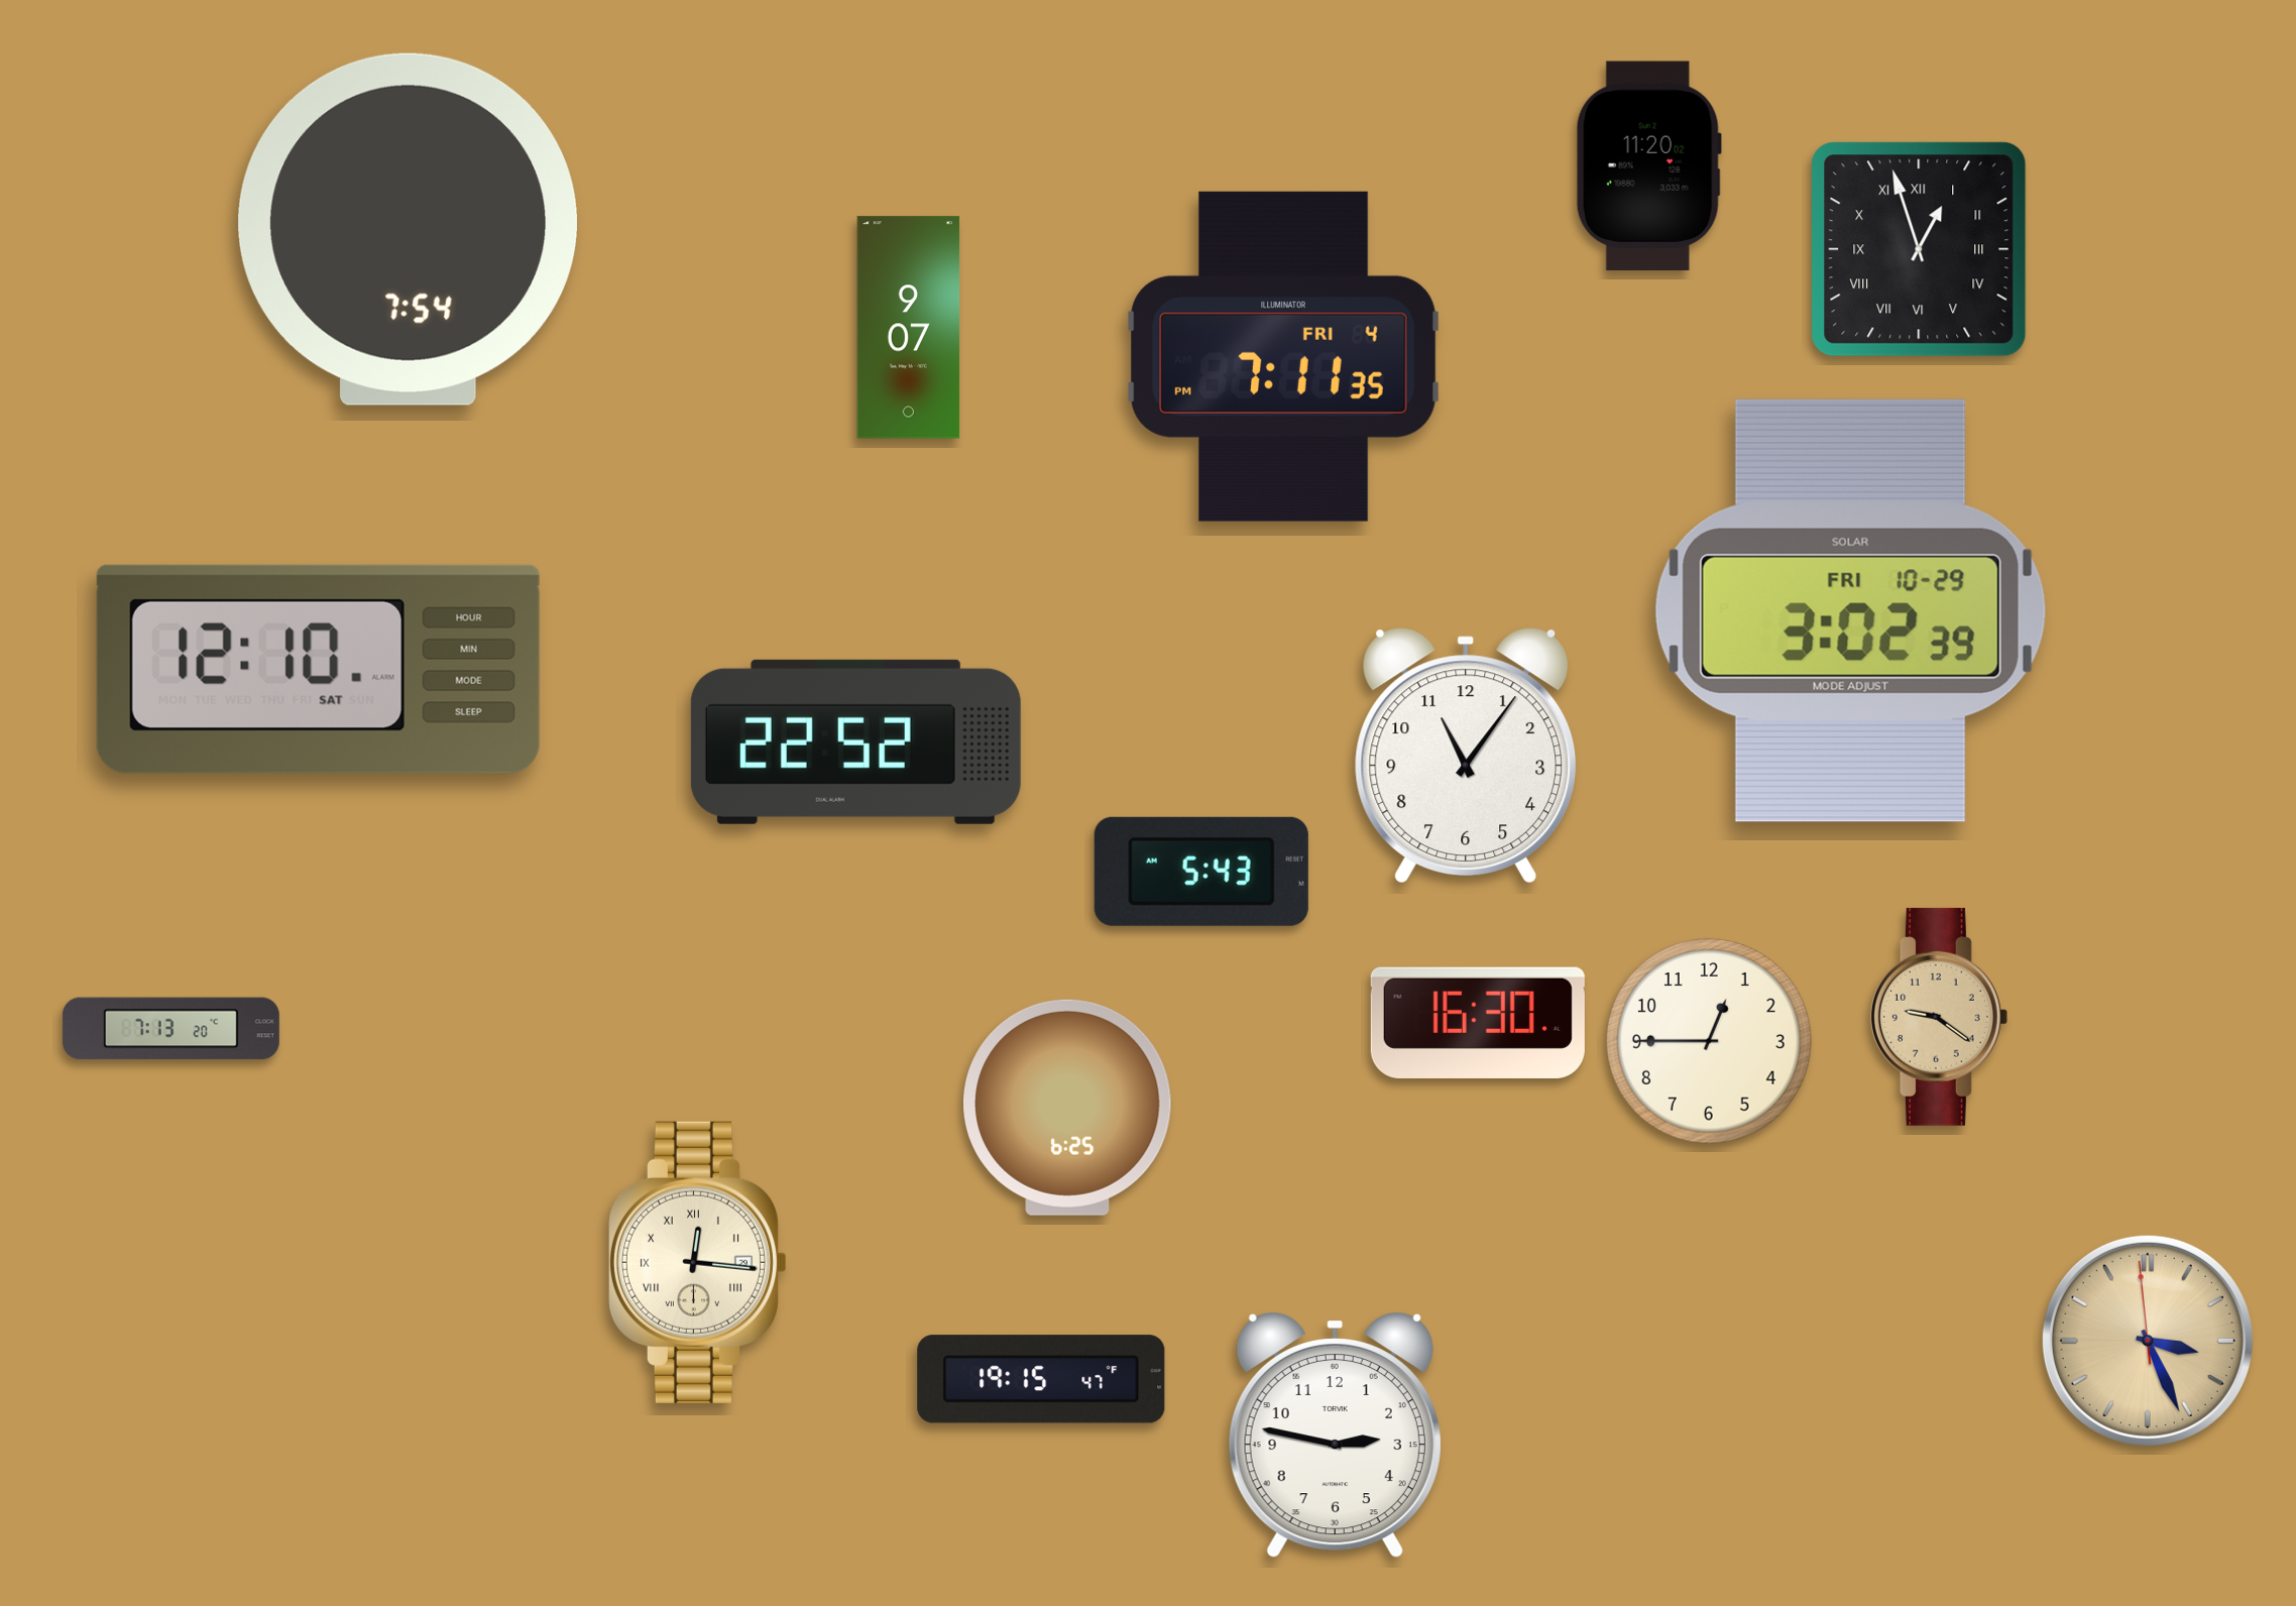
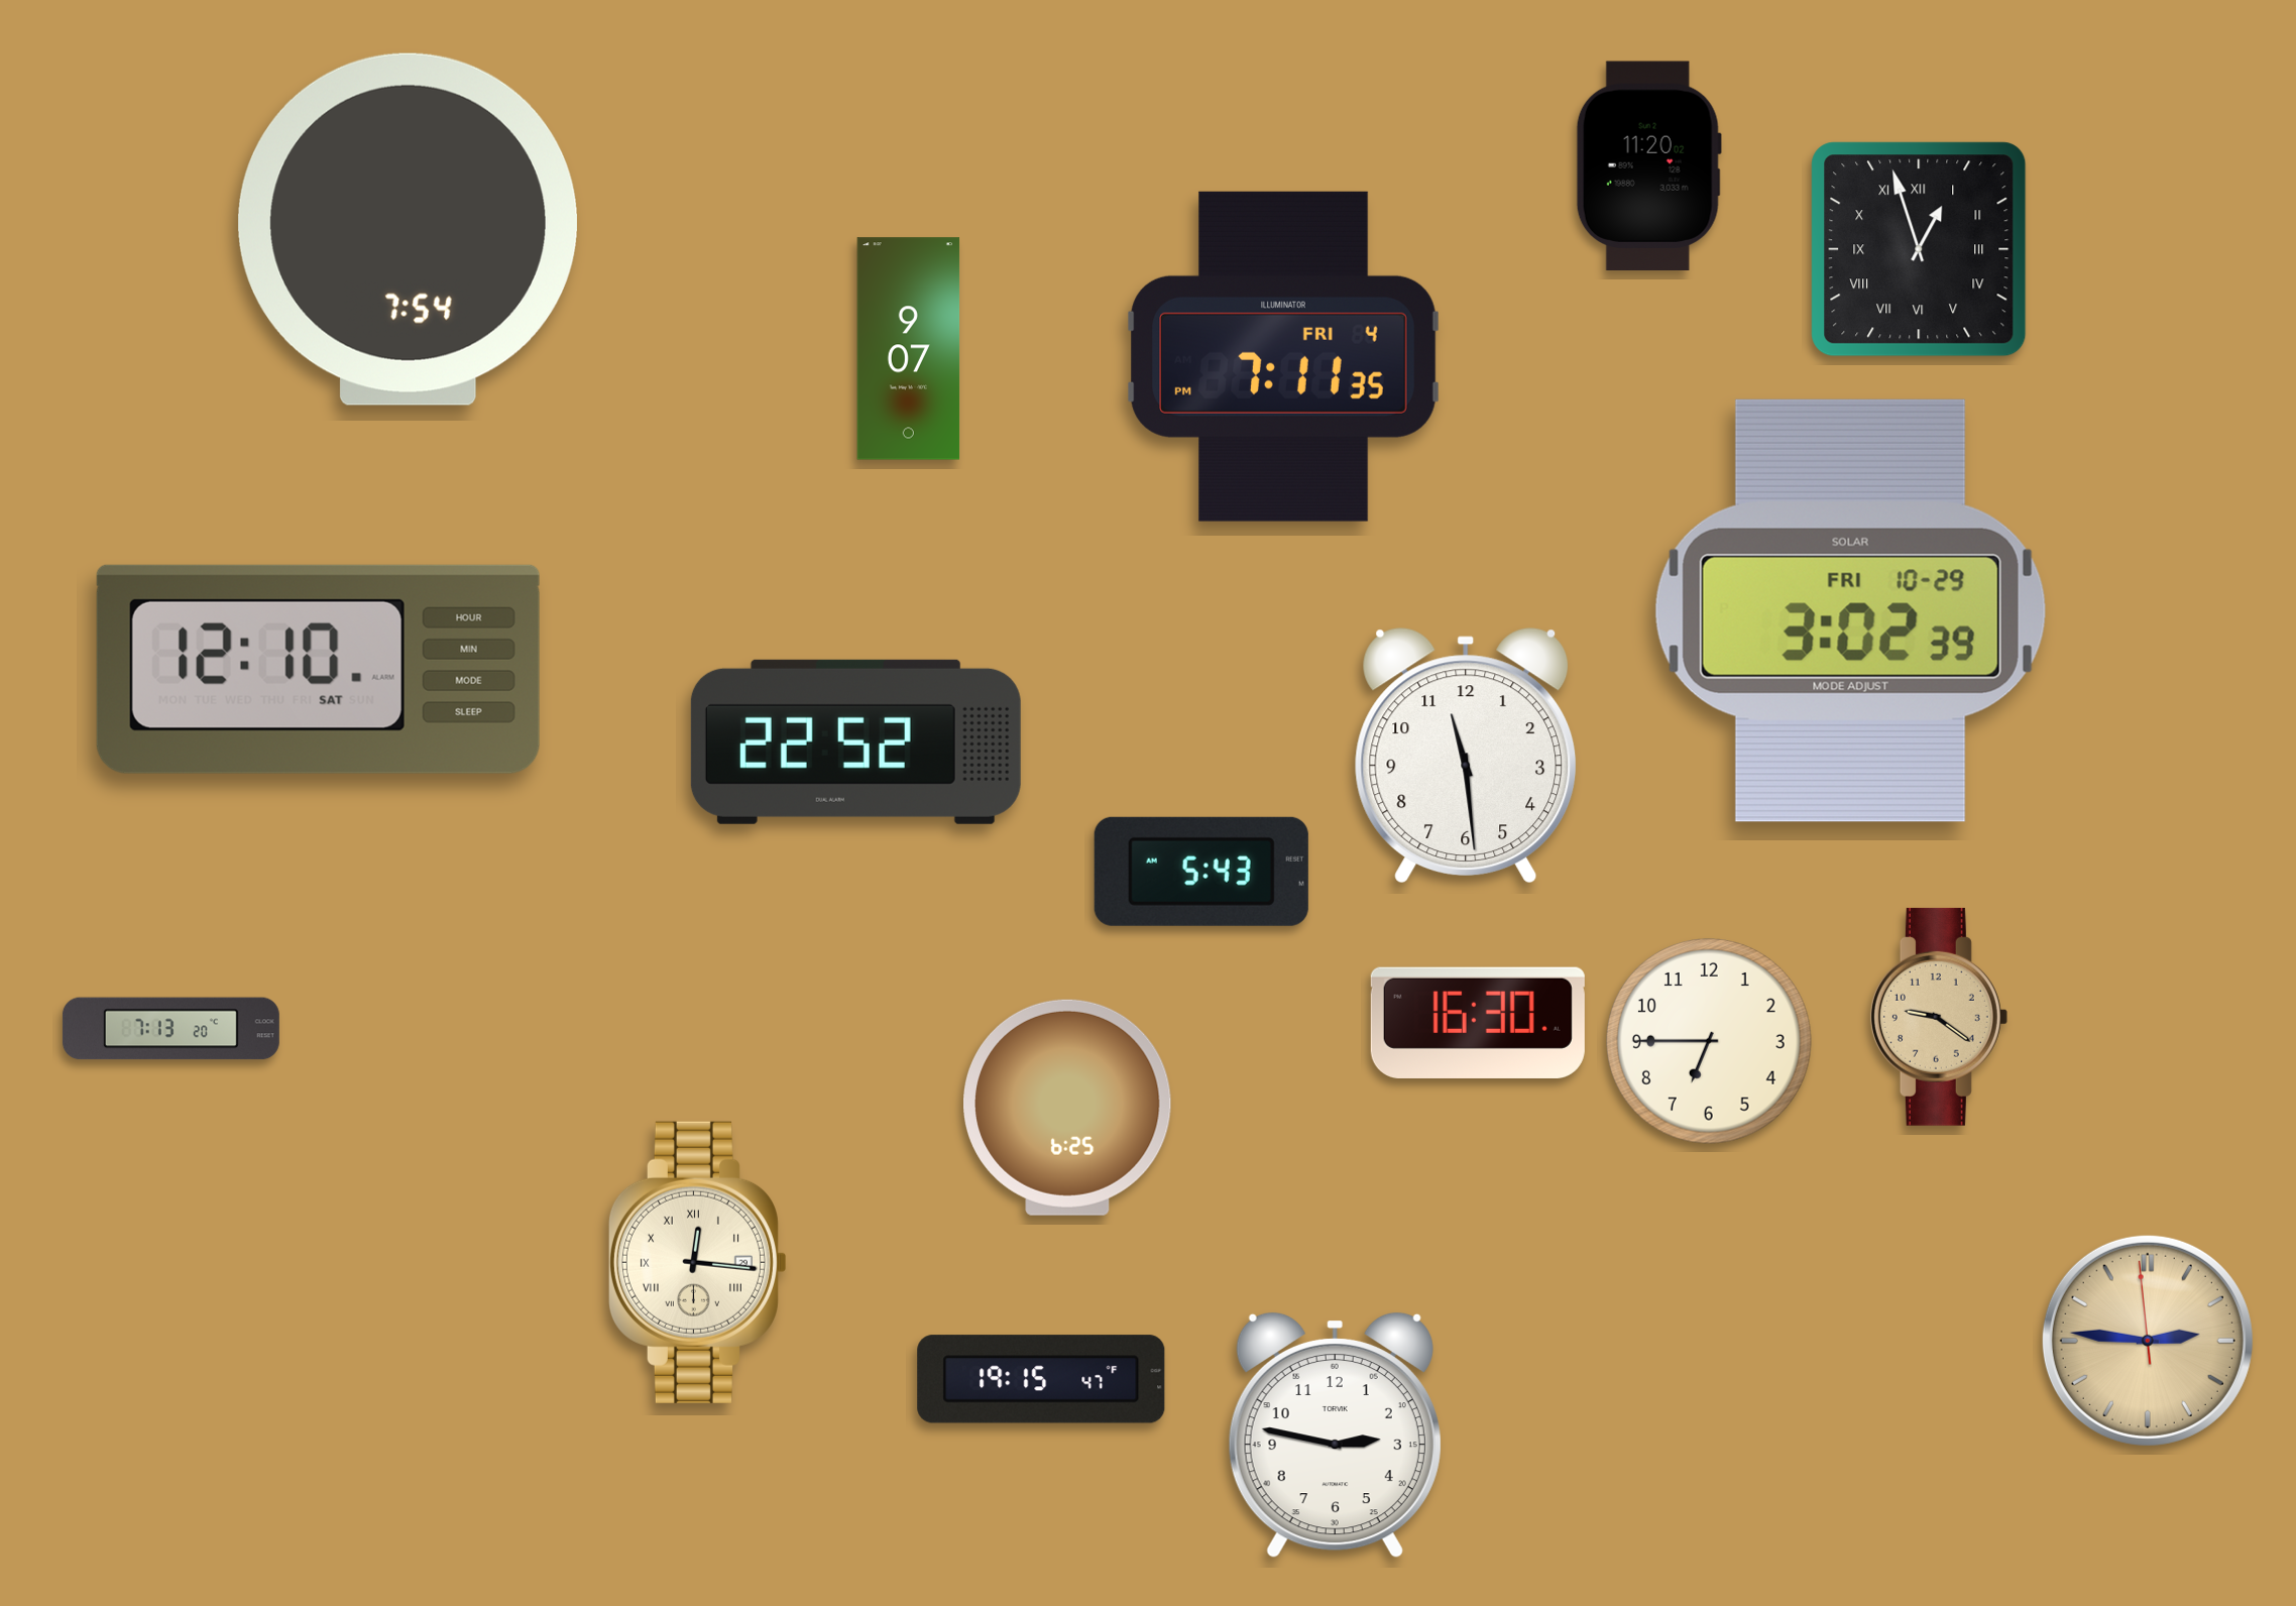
clock at (909, 328) position: (909, 328) -> (909, 349)
clock at (1466, 755): 11:06 -> 11:29
clock at (1710, 1042): 12:45 -> 6:45
clock at (2148, 1341): 3:25 -> 2:45
